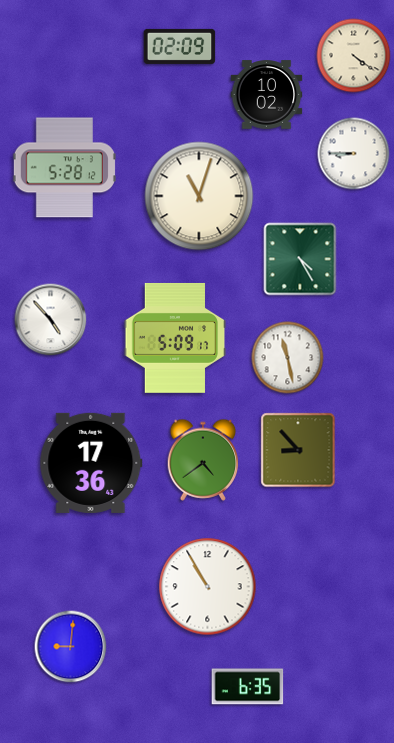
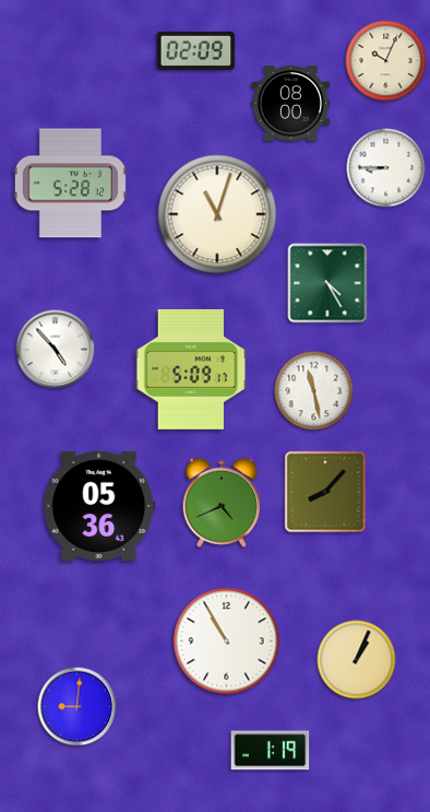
clock at (354, 56): 4:21 -> 10:04
clock at (267, 95): 10:02 -> 08:00
clock at (298, 450): 8:53 -> 8:07
clock at (203, 460): 4:39 -> 4:41
clock at (91, 463): 17:36 -> 05:36
clock at (357, 660): none -> 1:04
clock at (248, 687): 6:35 -> 1:19
